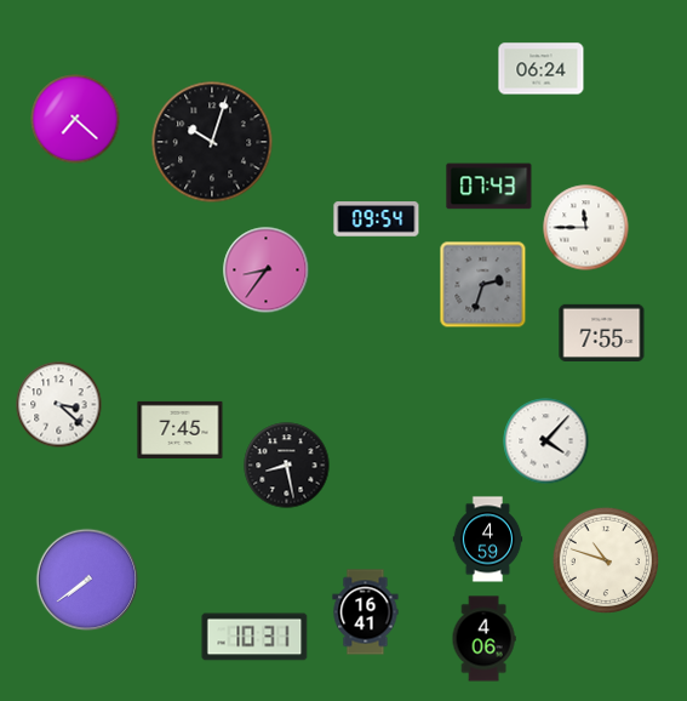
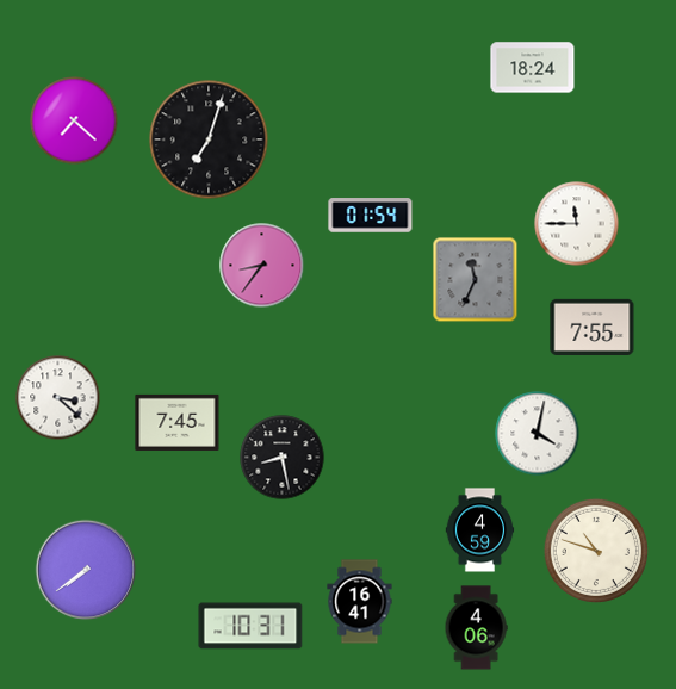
clock at (542, 69): 06:24 -> 18:24
clock at (75, 119) position: (75, 119) -> (74, 120)
clock at (212, 142): 10:03 -> 7:03
clock at (490, 187): 07:43 -> none
clock at (377, 220): 09:54 -> 01:54
clock at (483, 285): 2:33 -> 11:34
clock at (546, 441): 4:07 -> 4:02
